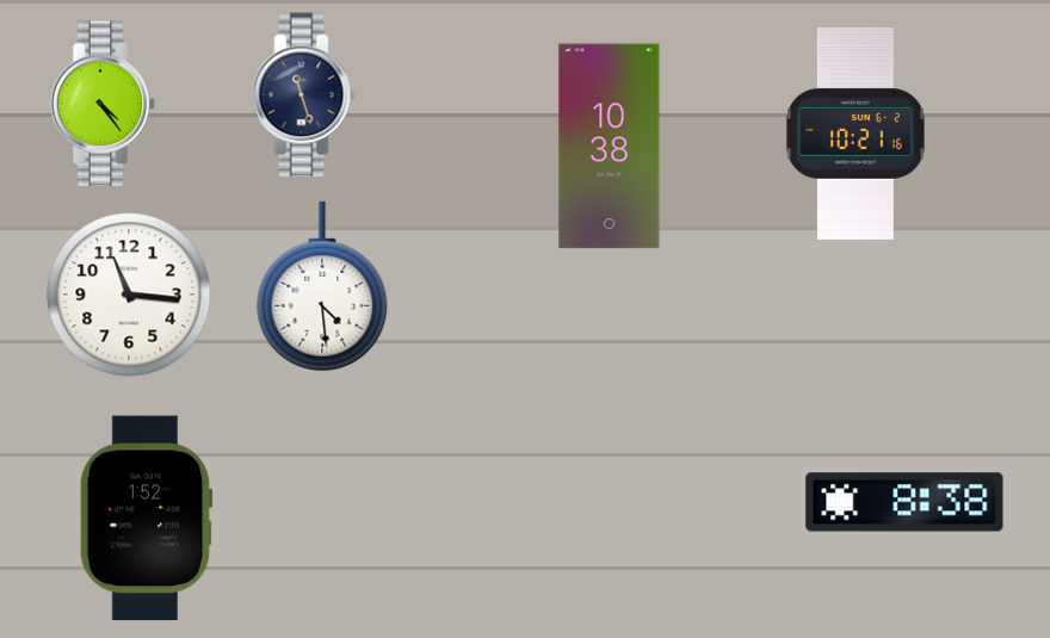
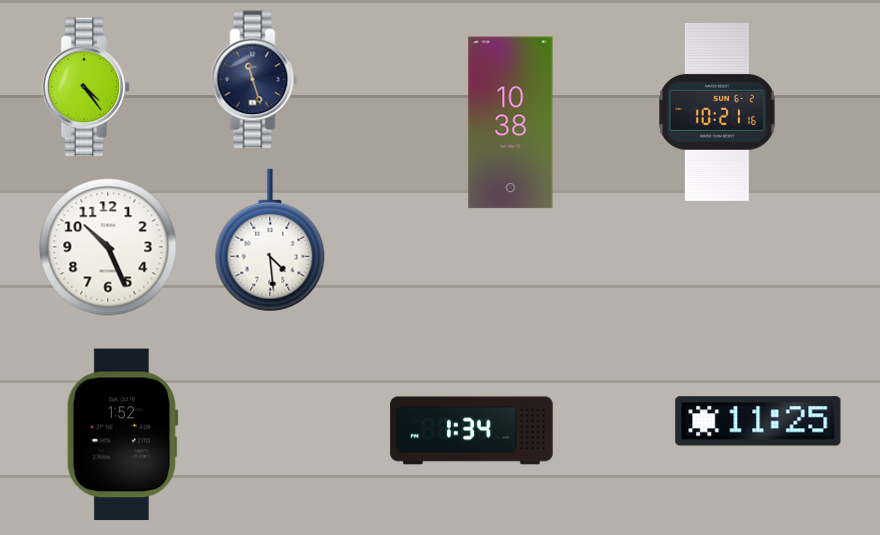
clock at (129, 295): 11:16 -> 10:26
clock at (904, 502): 8:38 -> 11:25
clock at (472, 431): none -> 1:34
